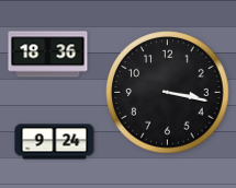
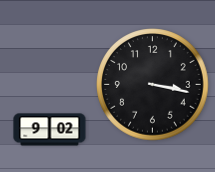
clock at (48, 55): 18:36 -> none
clock at (55, 142): 9:24 -> 9:02
